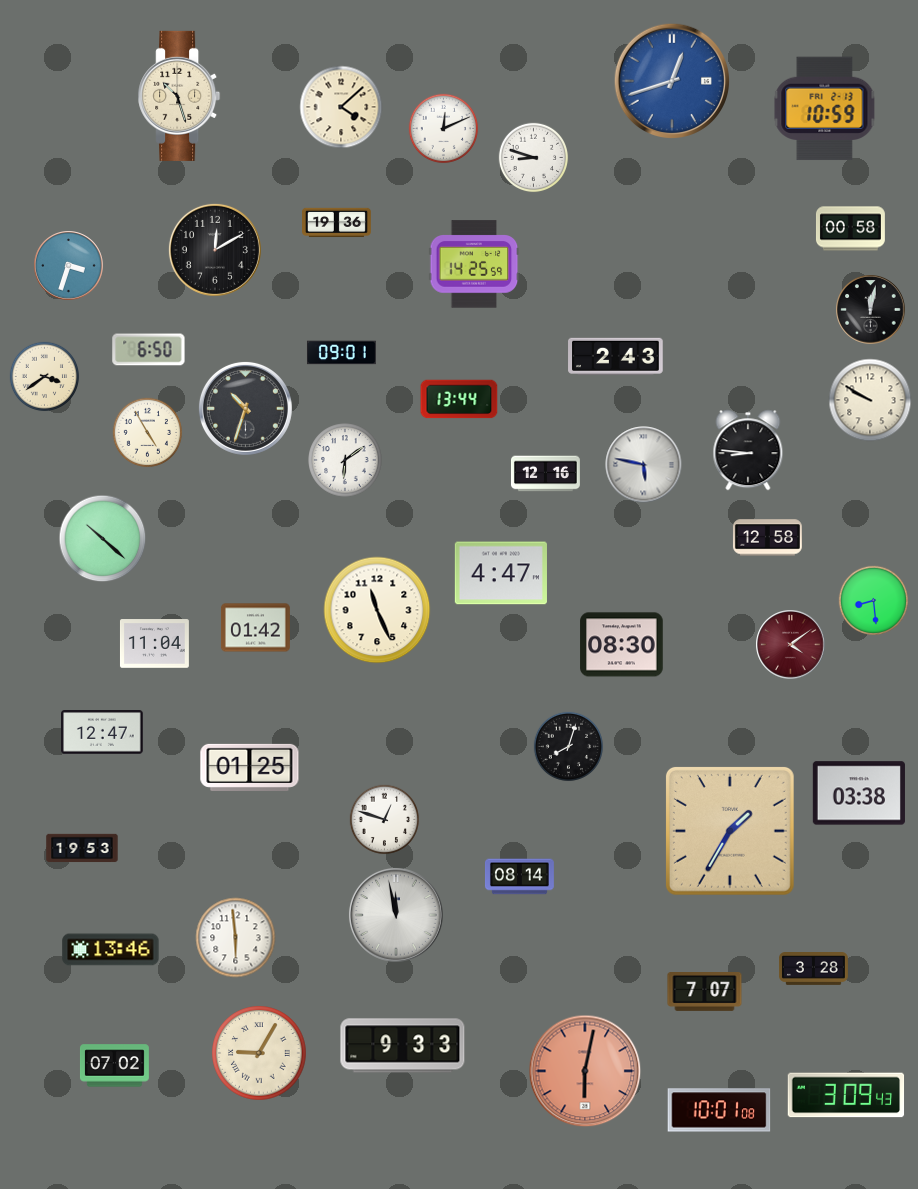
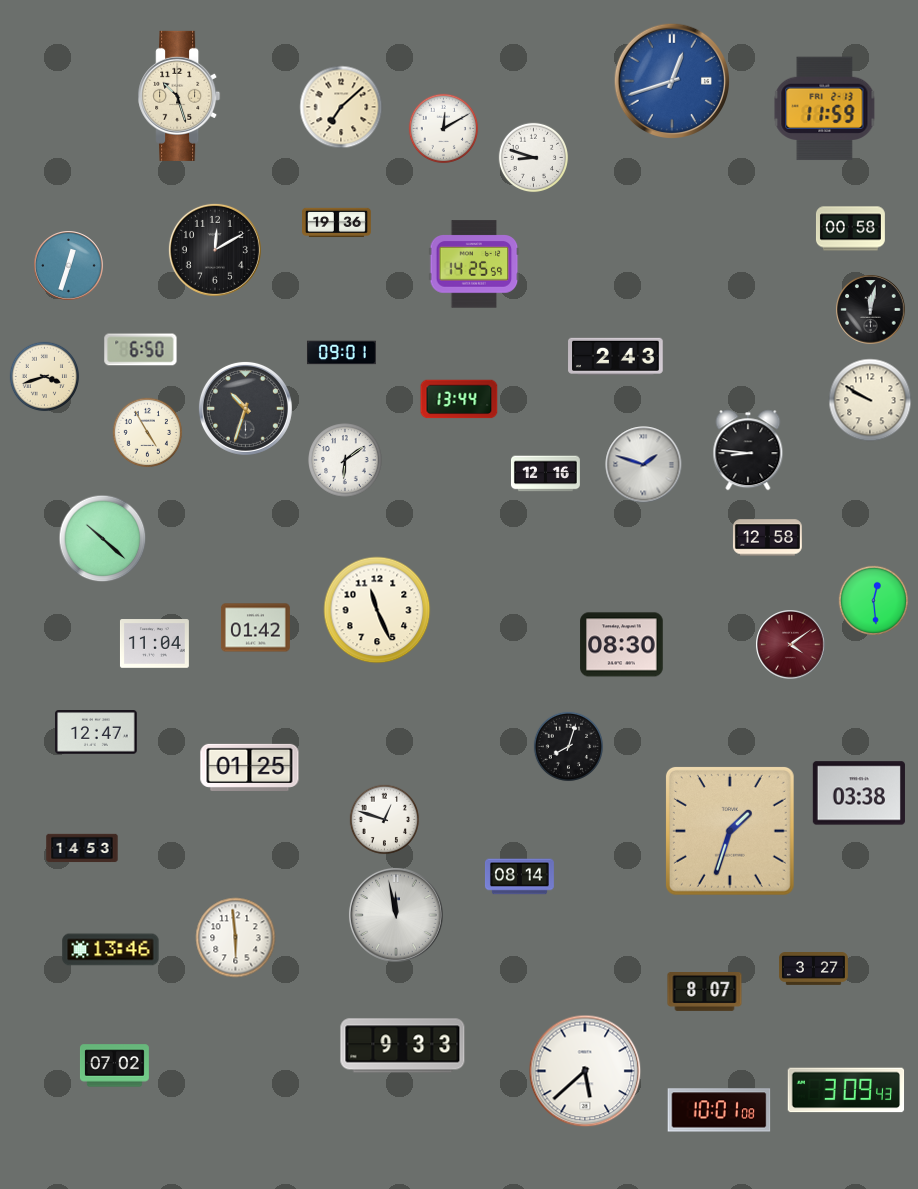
clock at (341, 107): 4:08 -> 7:08
clock at (825, 109): 10:59 -> 11:59
clock at (444, 129): 12:11 -> 12:10
clock at (69, 266): 3:33 -> 12:33
clock at (149, 350) position: (149, 350) -> (141, 350)
clock at (45, 377): 3:39 -> 3:42
clock at (644, 465): 5:47 -> 1:48
clock at (501, 573): 4:47 -> none
clock at (874, 601): 8:29 -> 12:29
clock at (103, 733) position: (103, 733) -> (97, 733)
clock at (730, 831): 1:35 -> 1:33
clock at (82, 848): 19:53 -> 14:53
clock at (814, 969): 3:28 -> 3:27
clock at (705, 992): 7:07 -> 8:07
clock at (259, 1053): 9:05 -> none
clock at (585, 1071): 6:02 -> 5:38
clock at (585, 1071) dial: salmon -> white
clock at (846, 1095) position: (846, 1095) -> (846, 1090)
